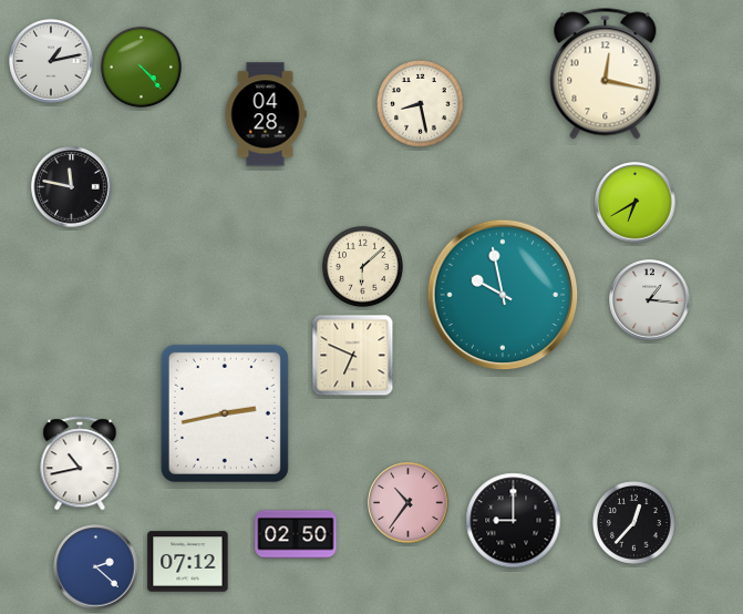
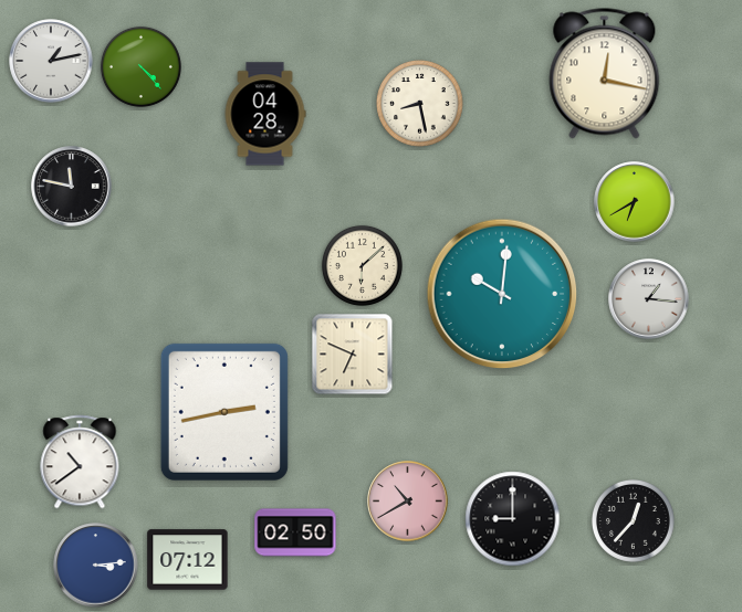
clock at (503, 295): 9:58 -> 10:01
clock at (80, 463): 10:43 -> 10:39
clock at (409, 503): 10:36 -> 10:40
clock at (96, 567): 2:22 -> 3:14
